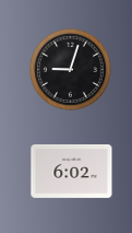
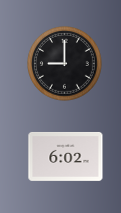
clock at (71, 70): 9:03 -> 9:00
